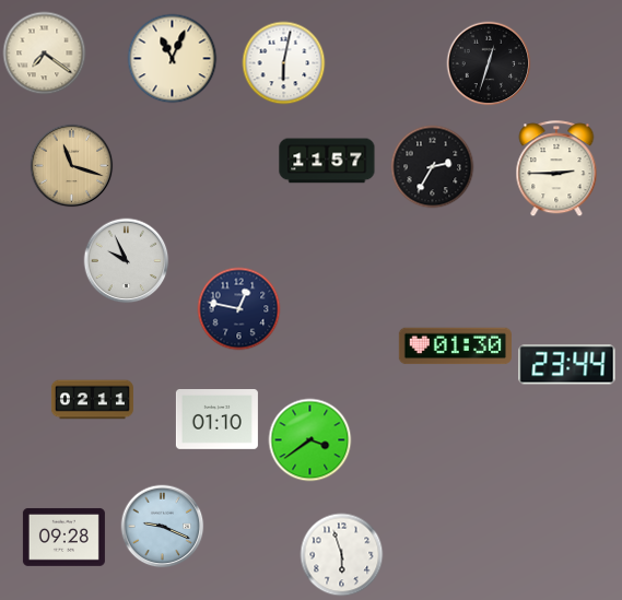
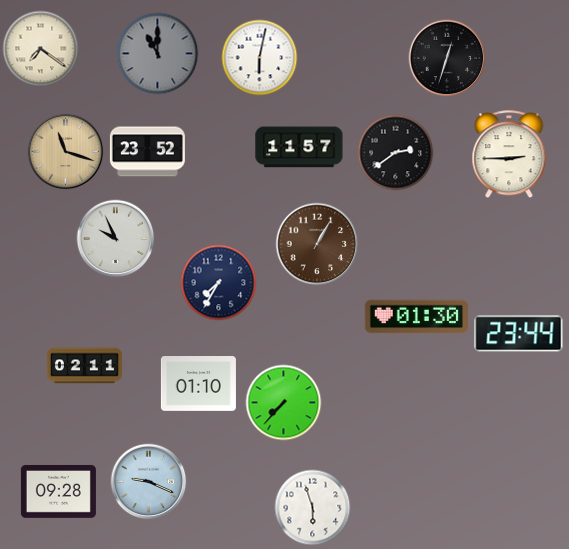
clock at (173, 59): 11:04 -> 11:00
clock at (173, 59) dial: cream -> grey
clock at (147, 152): none -> 23:52
clock at (433, 167): 2:35 -> 2:39
clock at (317, 244): none -> 1:05
clock at (239, 309): 12:47 -> 7:35
clock at (310, 440): 3:39 -> 7:37
